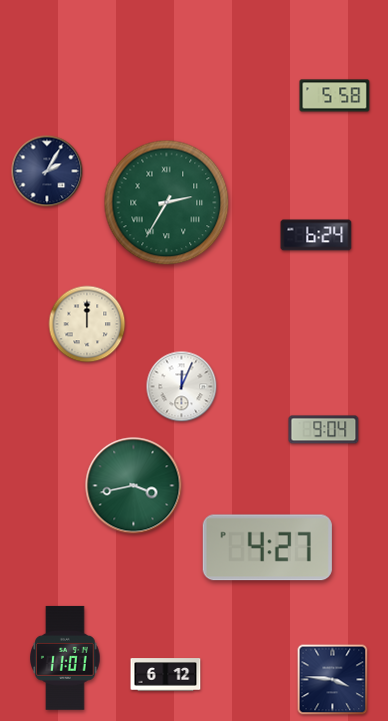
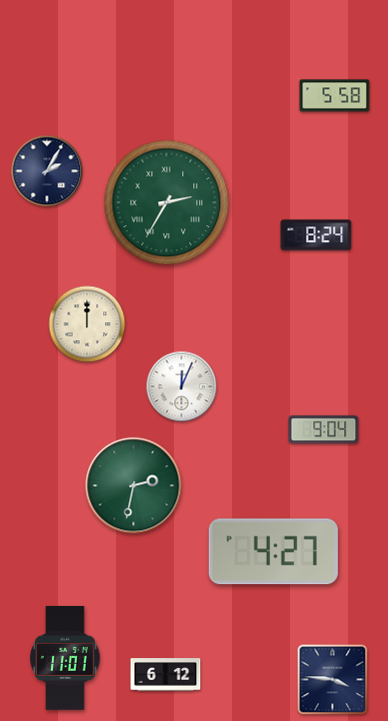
clock at (316, 235): 6:24 -> 8:24
clock at (134, 486): 3:43 -> 2:32
clock at (267, 548) position: (267, 548) -> (273, 552)
